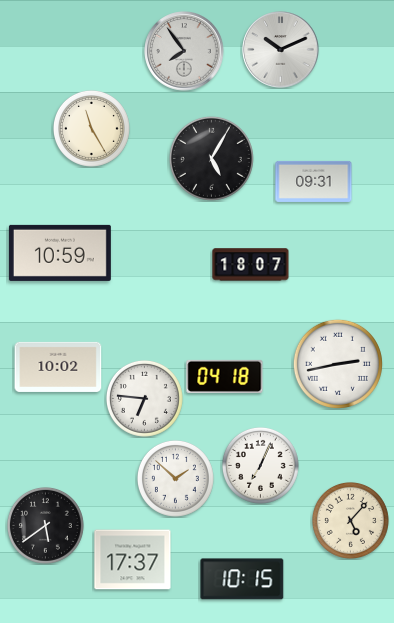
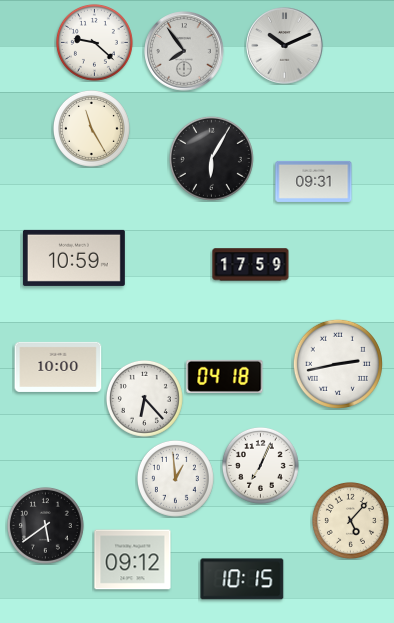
clock at (94, 42): none -> 9:22
clock at (281, 50) position: (281, 50) -> (285, 46)
clock at (211, 158): 5:05 -> 6:05
clock at (60, 253) position: (60, 253) -> (74, 258)
clock at (251, 265): 18:07 -> 17:59
clock at (58, 367): 10:02 -> 10:00
clock at (144, 398): 6:46 -> 6:23
clock at (175, 478): 1:52 -> 12:59
clock at (133, 560): 17:37 -> 09:12
